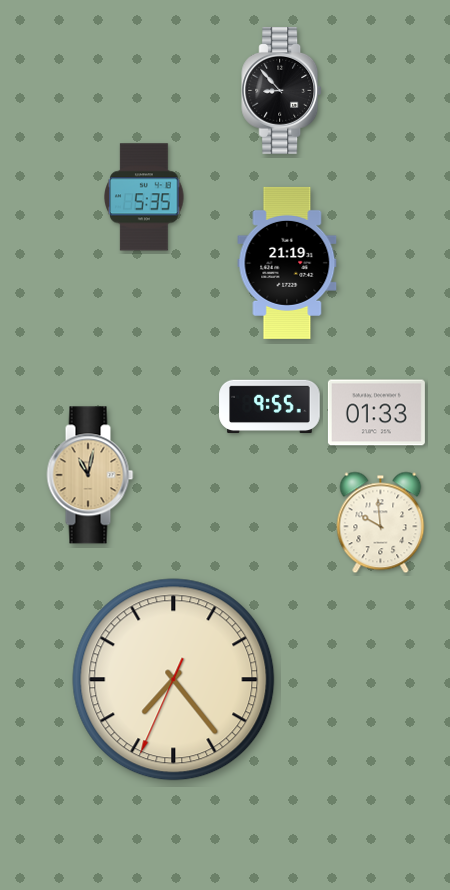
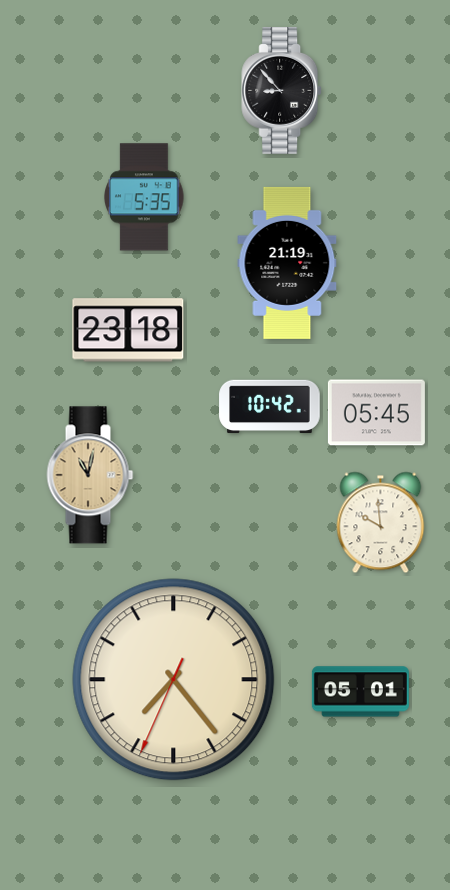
clock at (128, 330): none -> 23:18
clock at (270, 407): 9:55 -> 10:42
clock at (376, 413): 01:33 -> 05:45
clock at (360, 692): none -> 05:01
